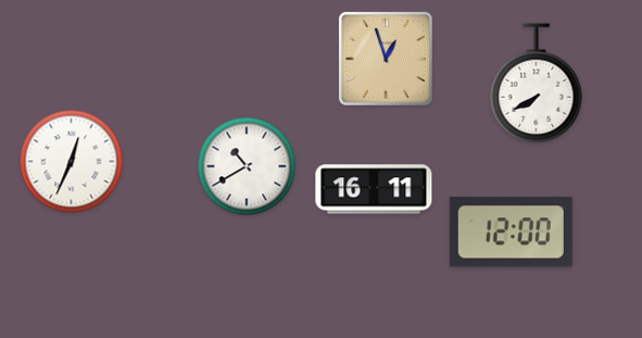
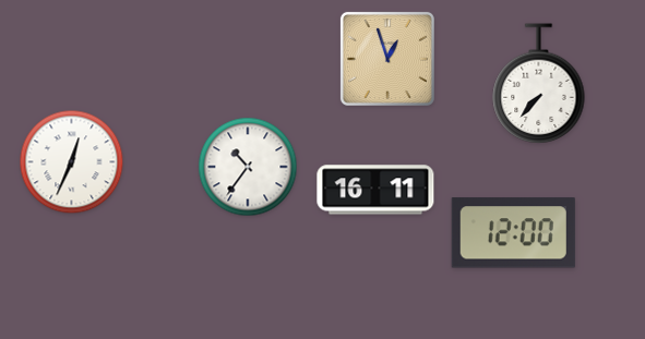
clock at (537, 83): 7:40 -> 7:37
clock at (247, 166): 10:40 -> 10:36
